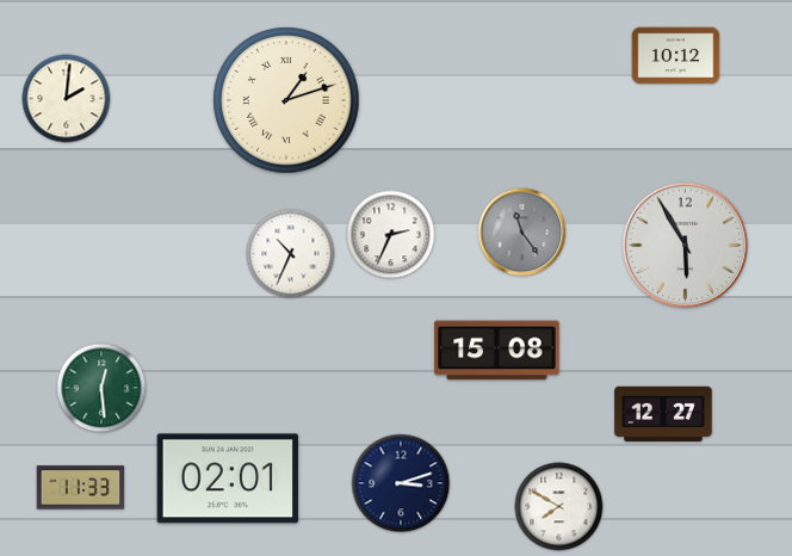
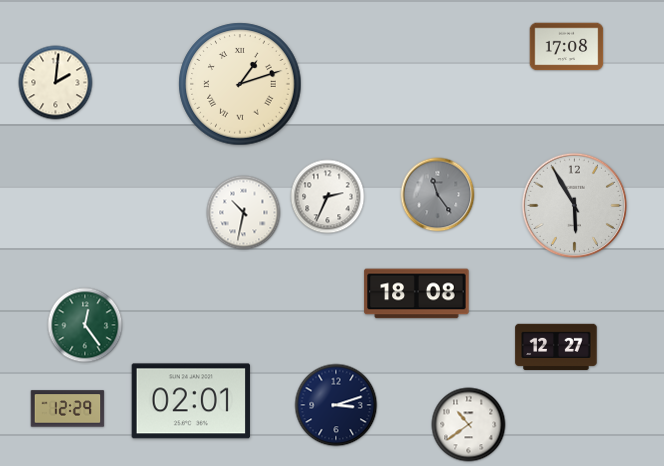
clock at (676, 56): 10:12 -> 17:08
clock at (291, 254): 10:34 -> 10:32
clock at (497, 351): 15:08 -> 18:08
clock at (101, 388): 12:29 -> 12:24
clock at (81, 488): 11:33 -> 12:29
clock at (559, 507): 7:50 -> 10:39
